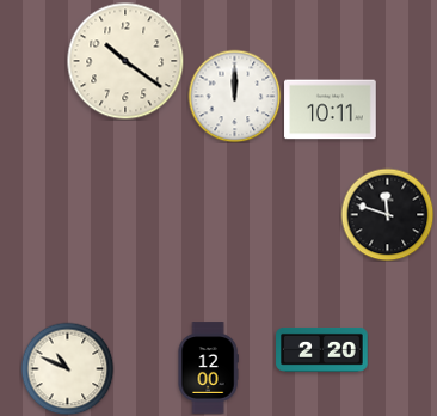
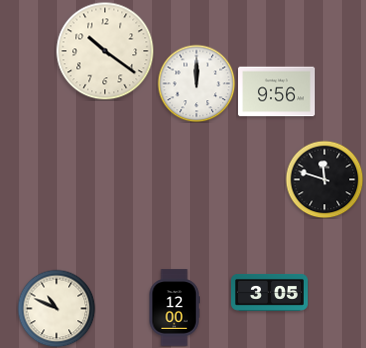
clock at (234, 96) position: (234, 96) -> (196, 83)
clock at (331, 110): 10:11 -> 9:56
clock at (322, 349): 2:20 -> 3:05
